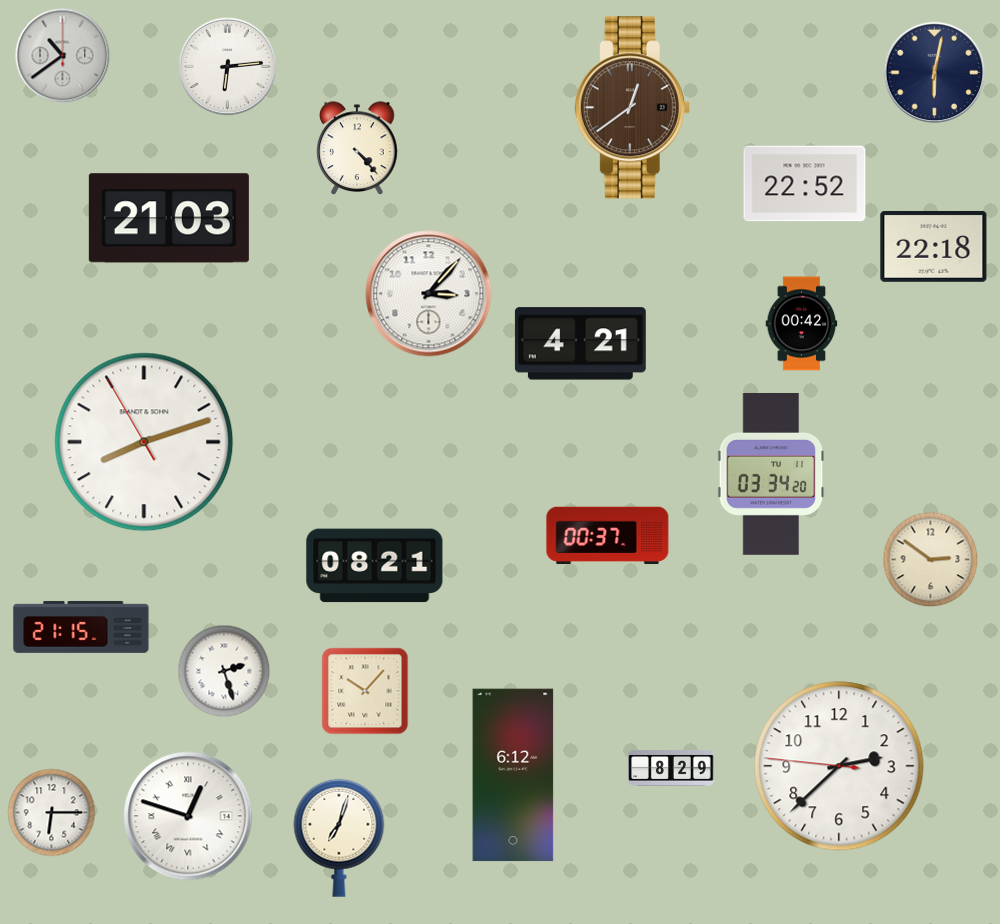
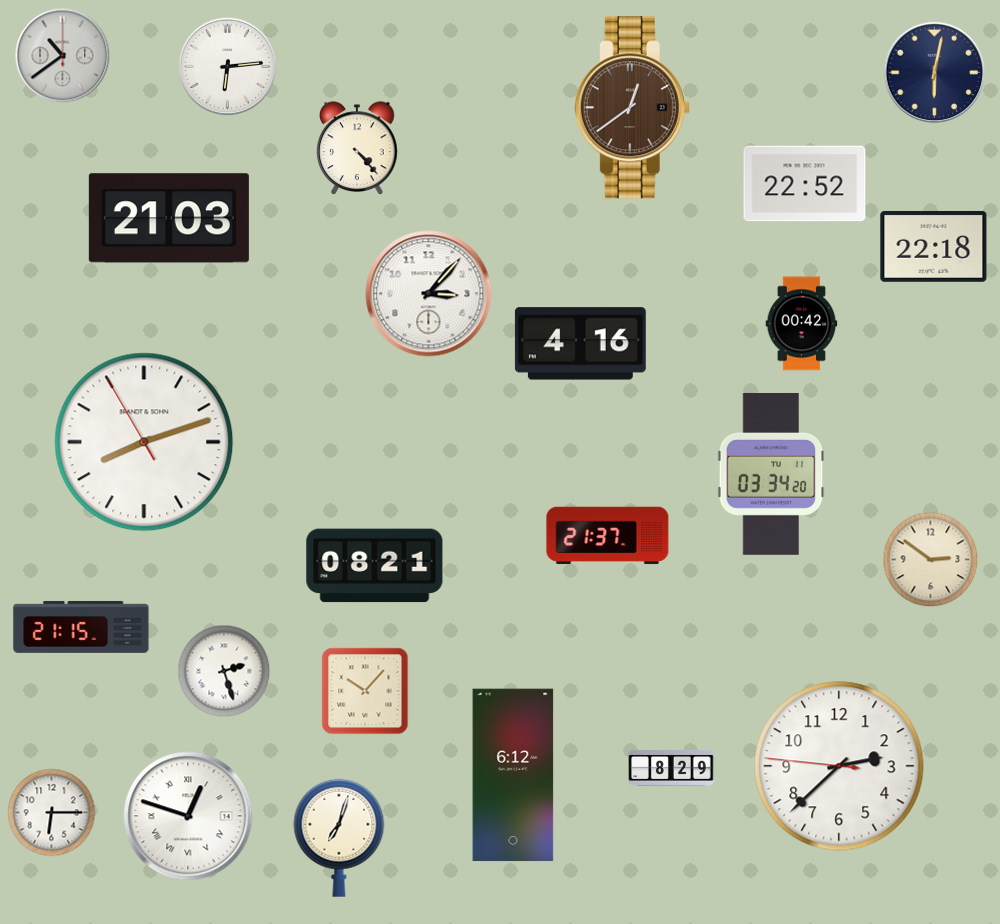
clock at (580, 344): 4:21 -> 4:16
clock at (608, 536): 00:37 -> 21:37
